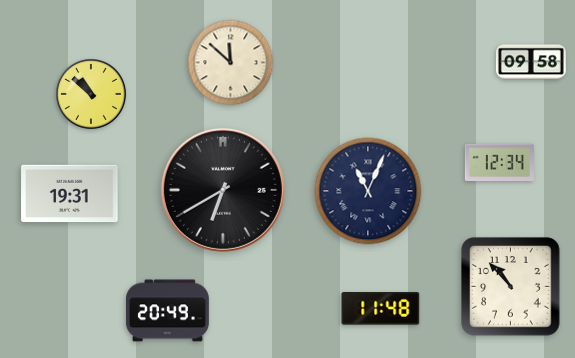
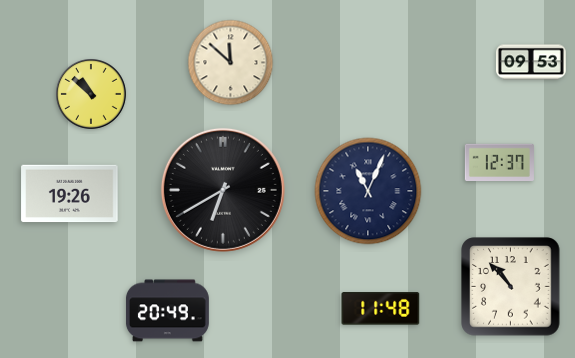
clock at (531, 62): 09:58 -> 09:53
clock at (499, 162): 12:34 -> 12:37
clock at (70, 194): 19:31 -> 19:26
